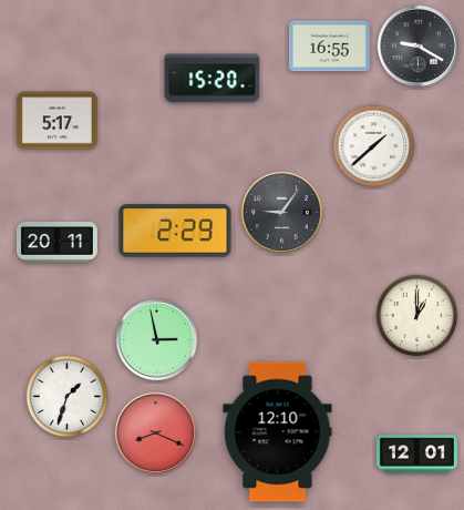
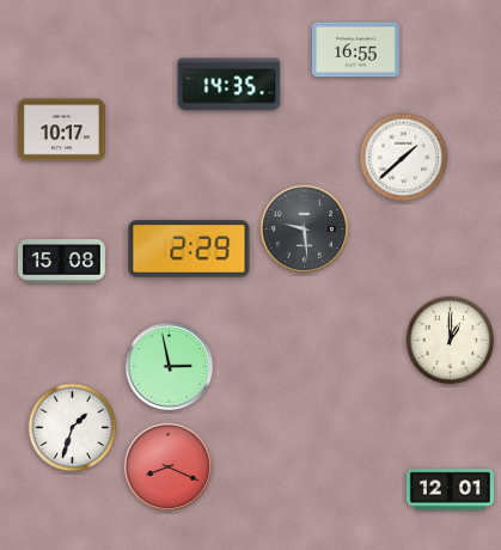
clock at (417, 45): 9:20 -> none
clock at (213, 79): 15:20 -> 14:35
clock at (56, 121): 5:17 -> 10:17
clock at (281, 212): 9:06 -> 9:29
clock at (56, 243): 20:11 -> 15:08
clock at (278, 432): 12:10 -> none
